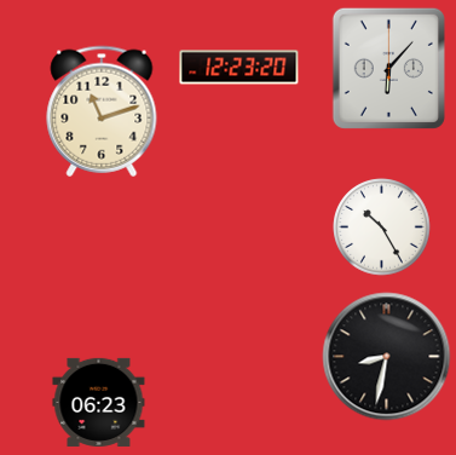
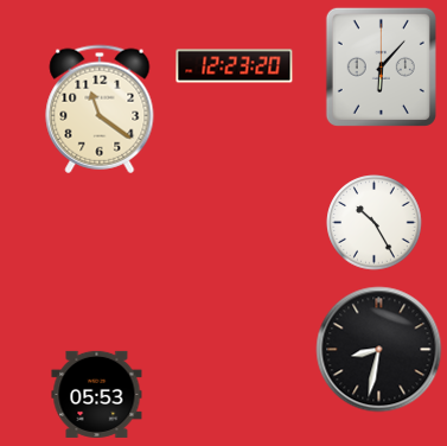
clock at (102, 111): 11:12 -> 11:21
clock at (99, 402): 06:23 -> 05:53
